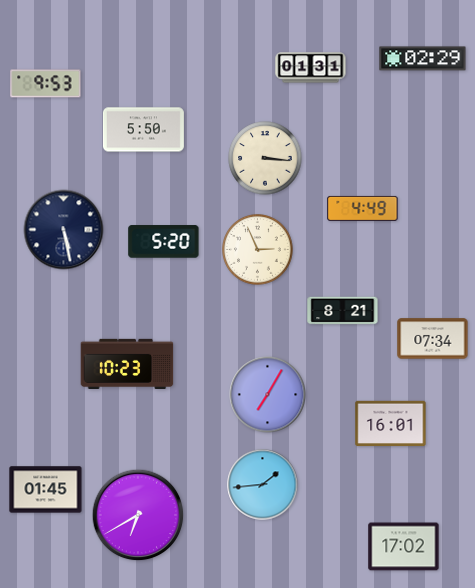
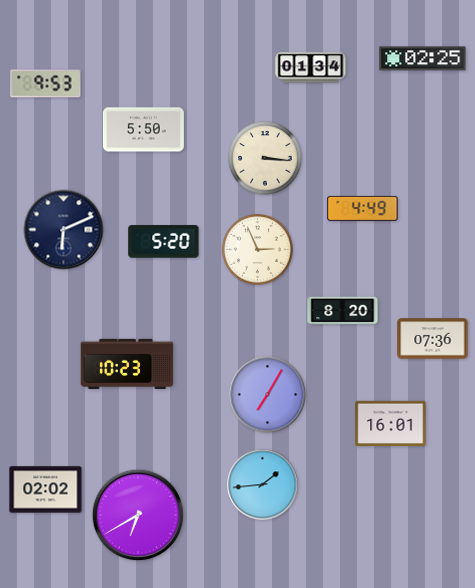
clock at (423, 59): 02:29 -> 02:25
clock at (311, 68): 01:31 -> 01:34
clock at (64, 230): 5:28 -> 6:11
clock at (343, 311): 8:21 -> 8:20
clock at (433, 339): 07:34 -> 07:36
clock at (46, 490): 01:45 -> 02:02
clock at (404, 547): 17:02 -> none
